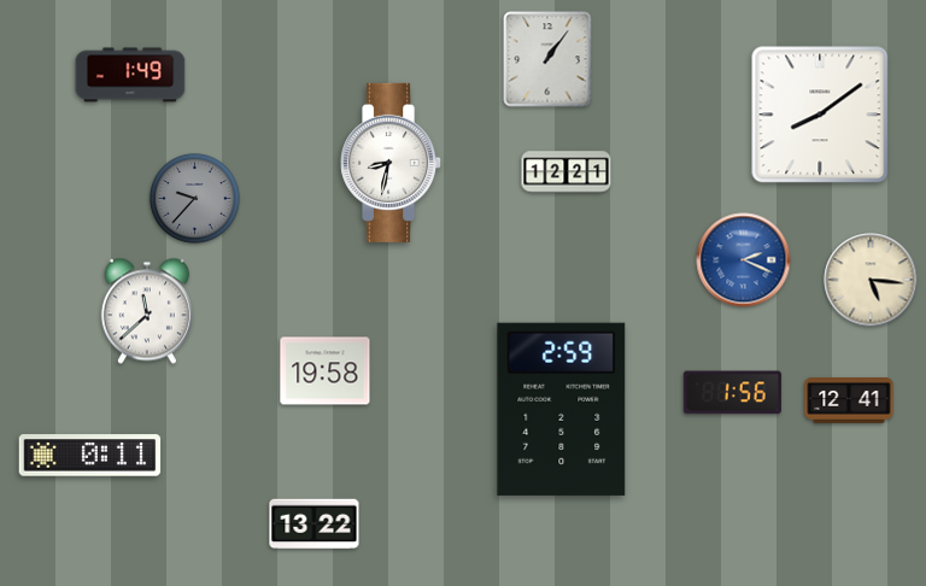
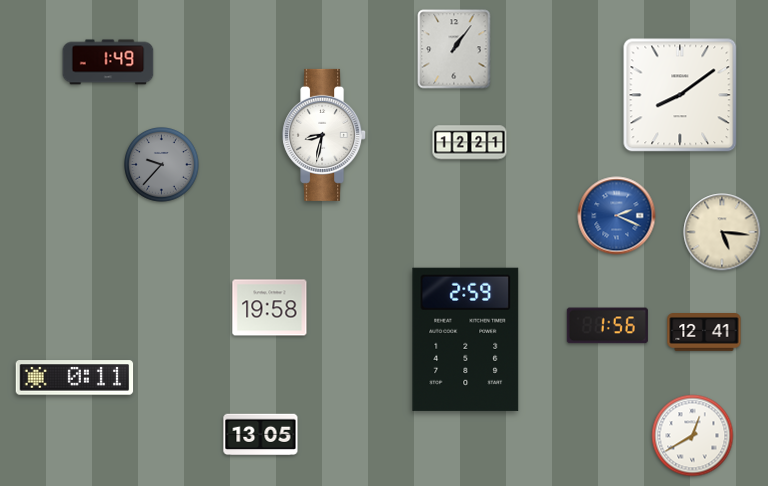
clock at (147, 311): 11:38 -> none
clock at (315, 525): 13:22 -> 13:05
clock at (693, 436): none -> 12:40
